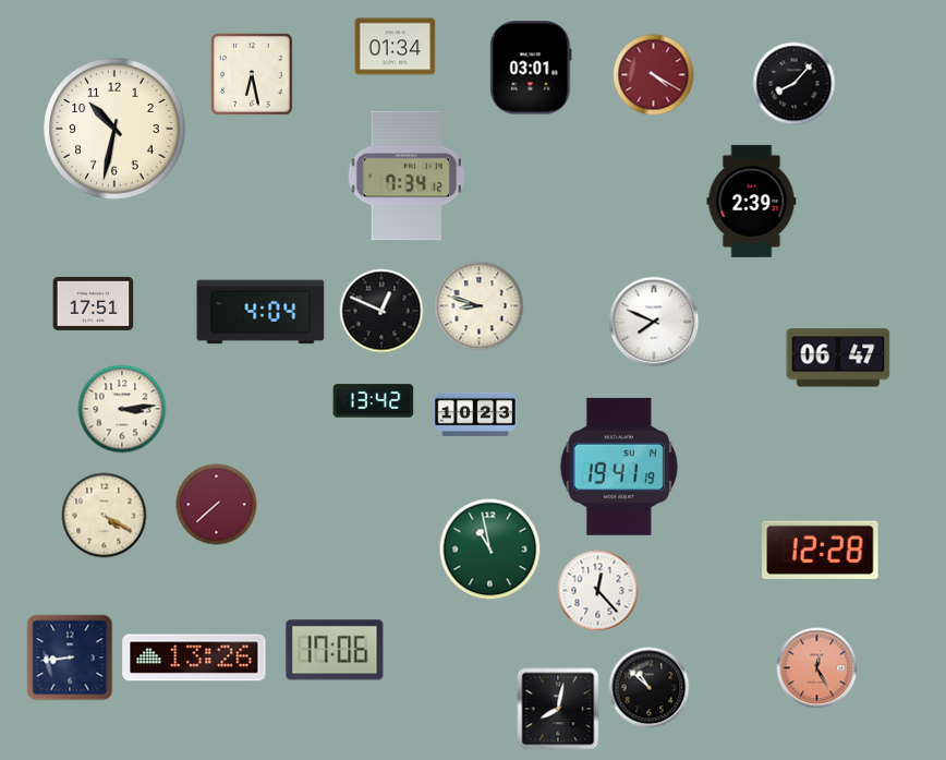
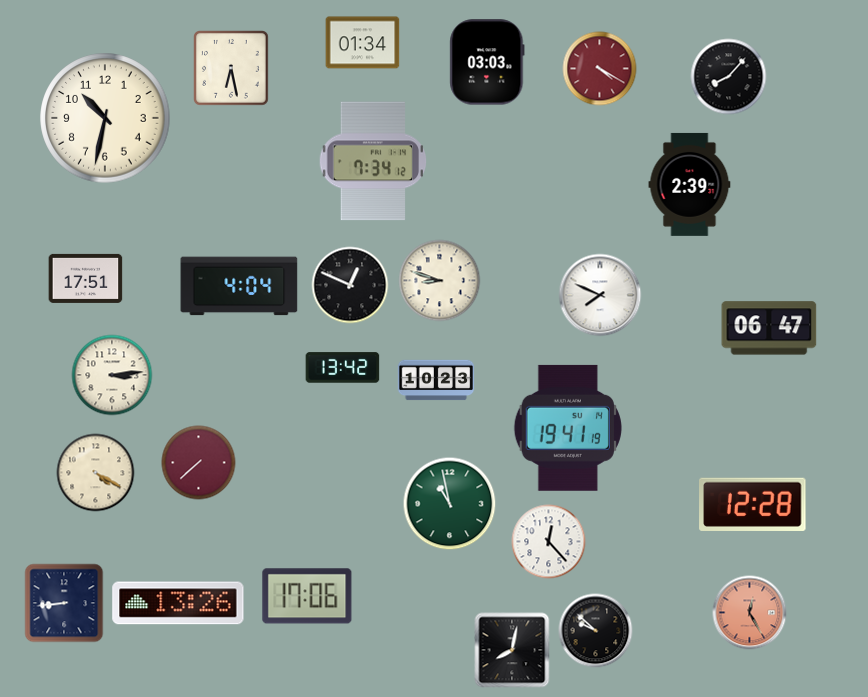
clock at (531, 68): 03:01 -> 03:03
clock at (650, 688): 10:52 -> 9:52
